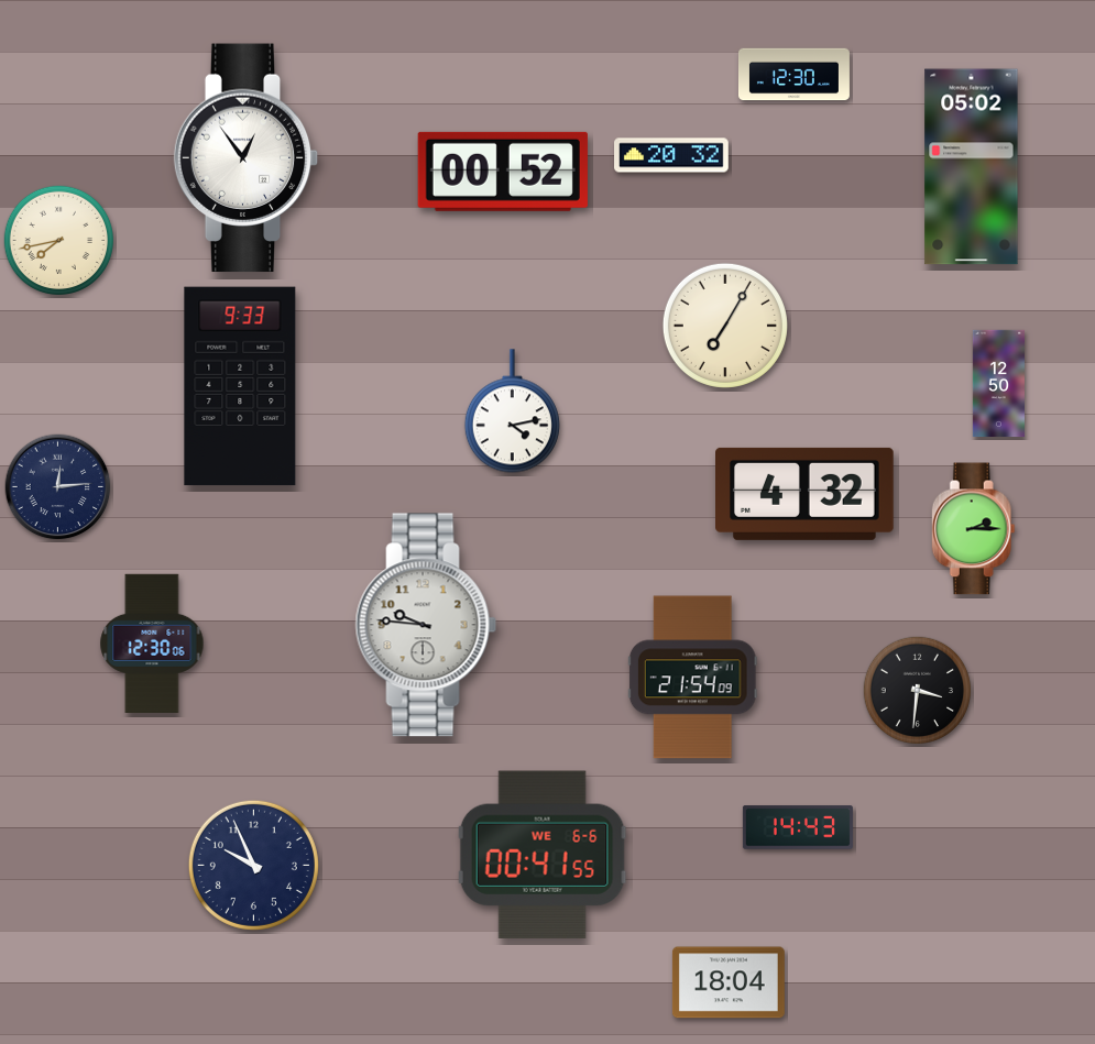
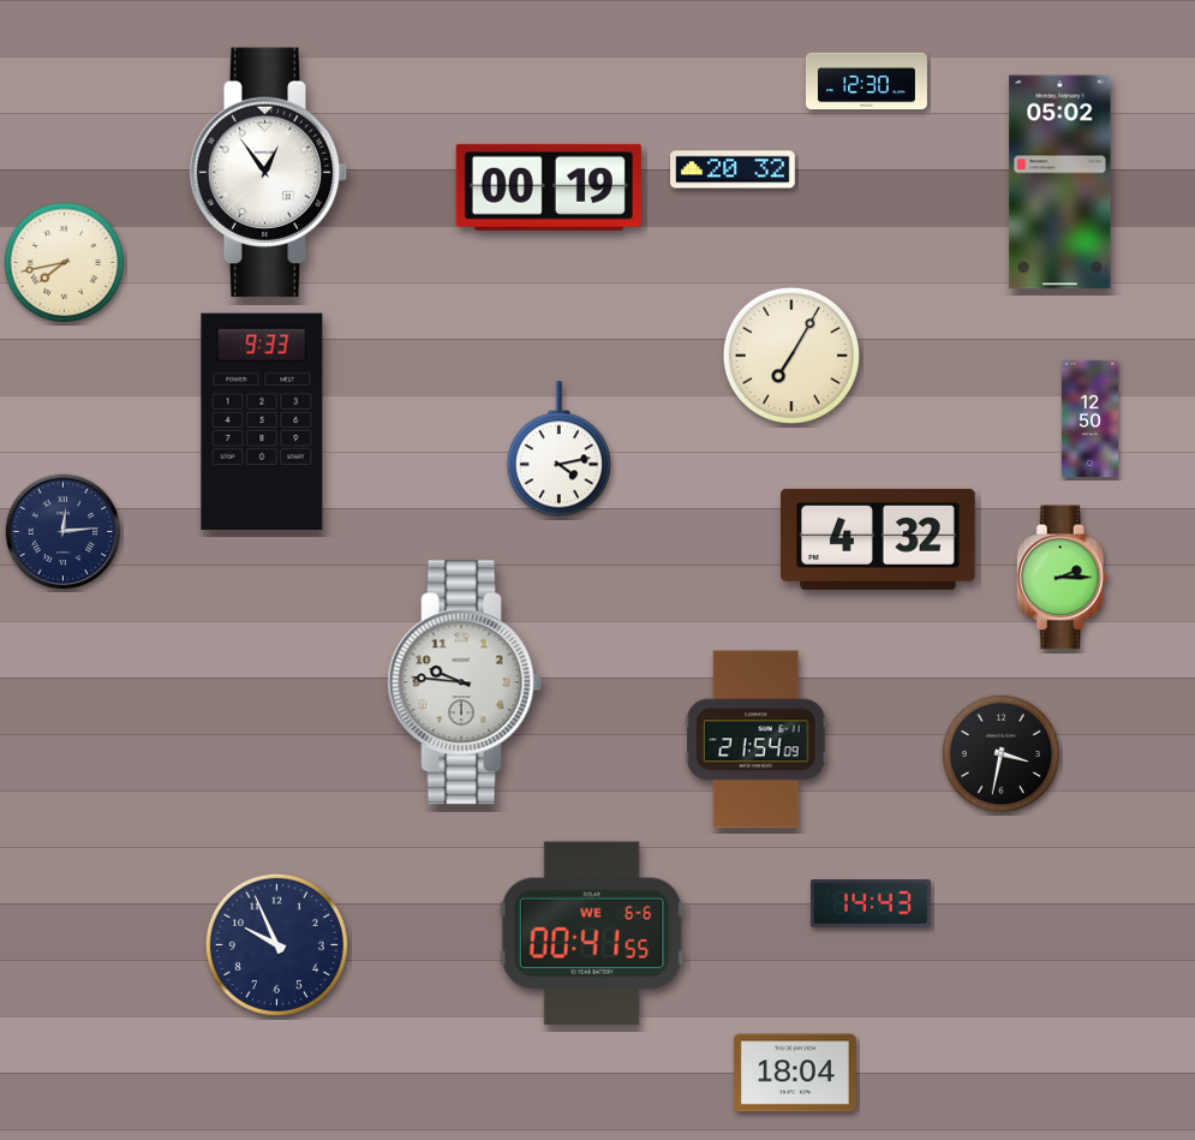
clock at (503, 172): 00:52 -> 00:19
clock at (152, 644): 12:30 -> none
clock at (918, 691): 3:31 -> 3:32
